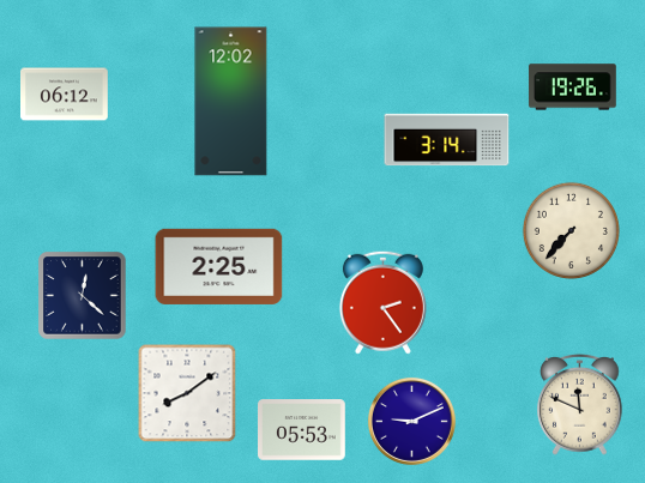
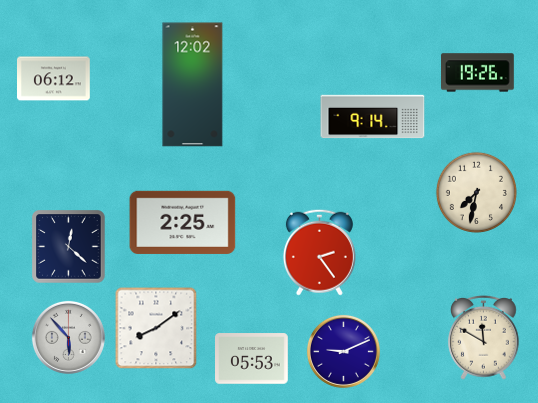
clock at (447, 140): 3:14 -> 9:14
clock at (571, 230): 7:37 -> 7:32
clock at (68, 337): none -> 5:53
clock at (580, 404): 11:49 -> 11:50
